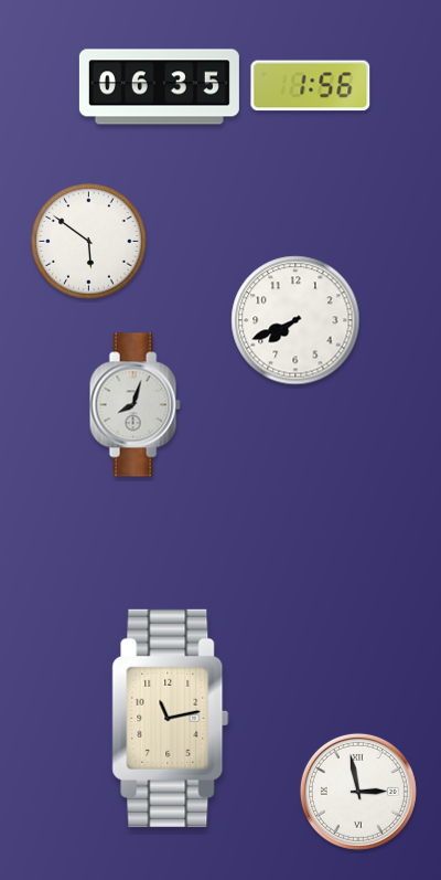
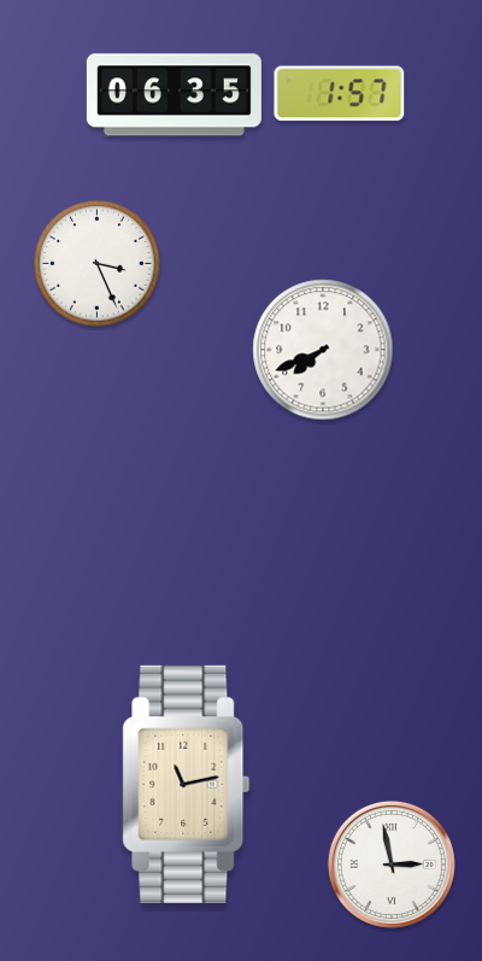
clock at (311, 86): 1:56 -> 1:57
clock at (89, 242): 5:51 -> 3:26
clock at (135, 405): 8:03 -> none
